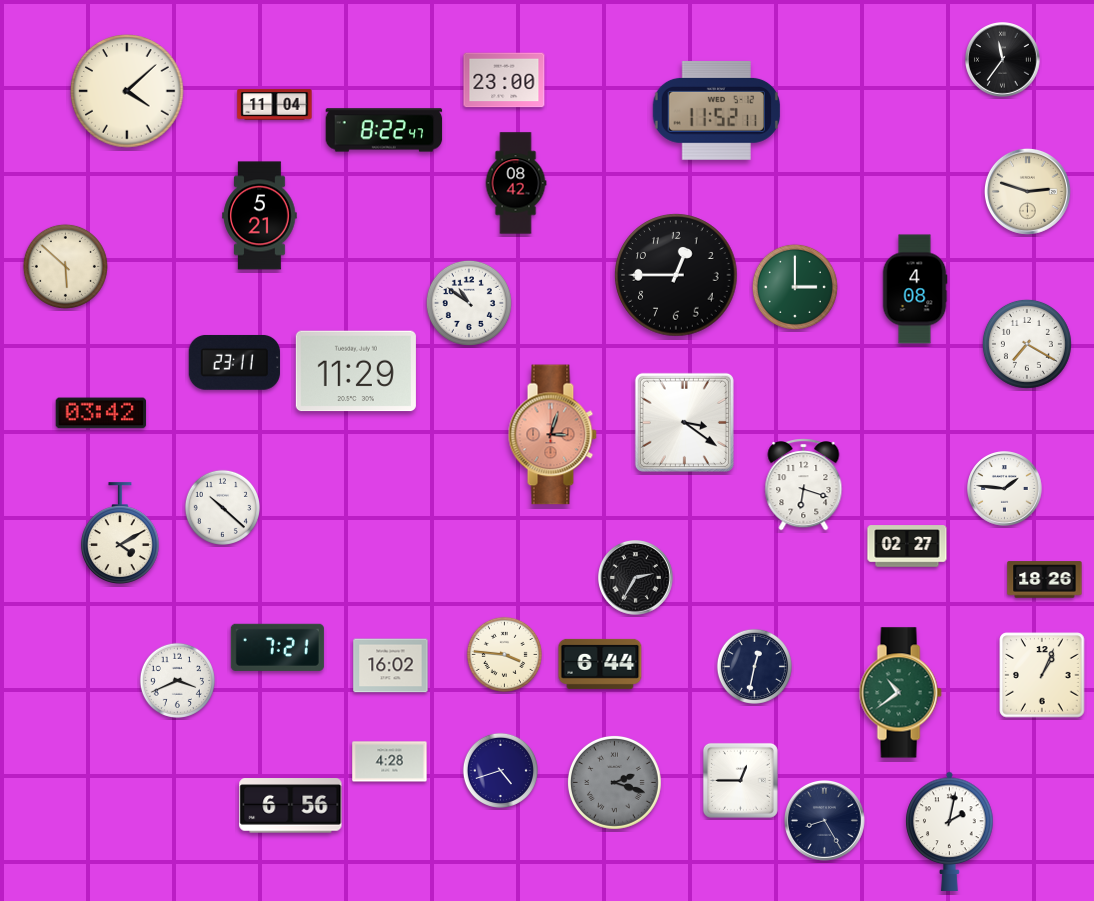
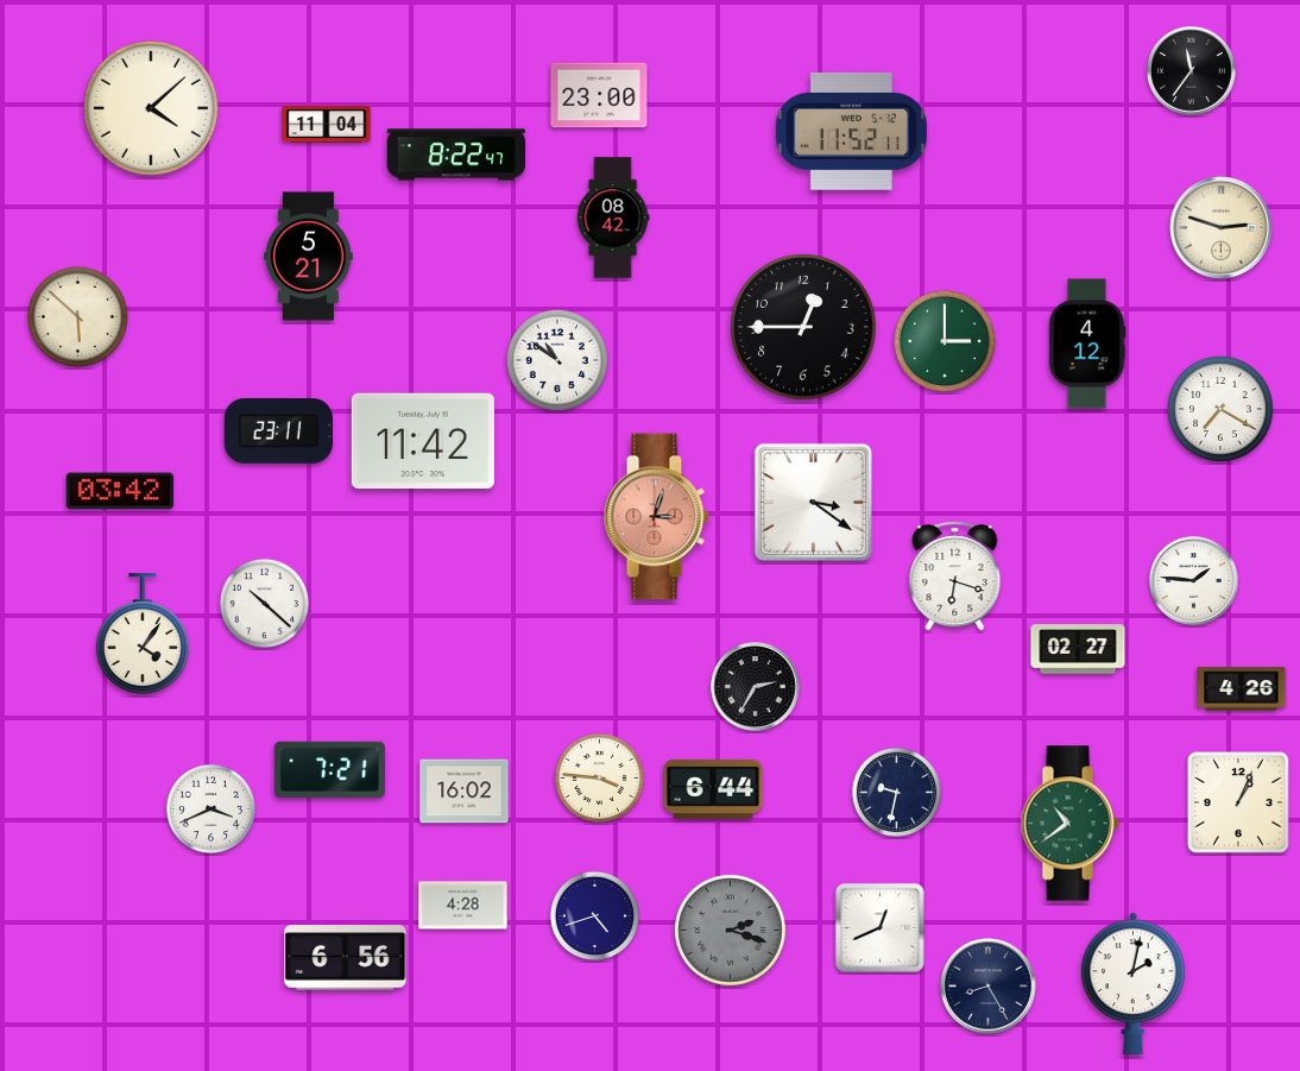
clock at (915, 289): 4:08 -> 4:12
clock at (356, 371): 11:29 -> 11:42
clock at (120, 533): 4:10 -> 4:06
clock at (1045, 580): 18:26 -> 4:26
clock at (754, 666): 12:32 -> 9:32
clock at (740, 780): 12:45 -> 12:41
clock at (825, 821) position: (825, 821) -> (989, 987)
clock at (950, 831) position: (950, 831) -> (1134, 983)
